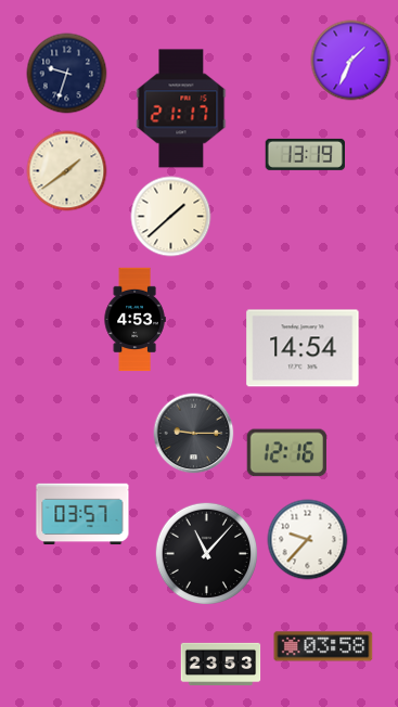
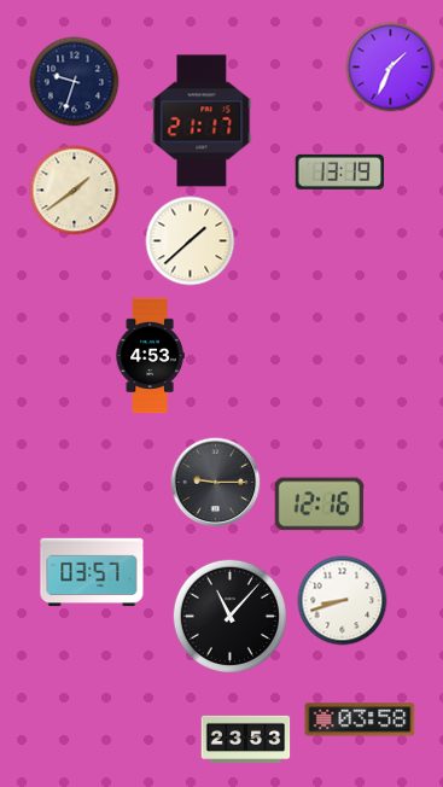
clock at (303, 348): 14:54 -> none
clock at (308, 540): 9:37 -> 8:42
